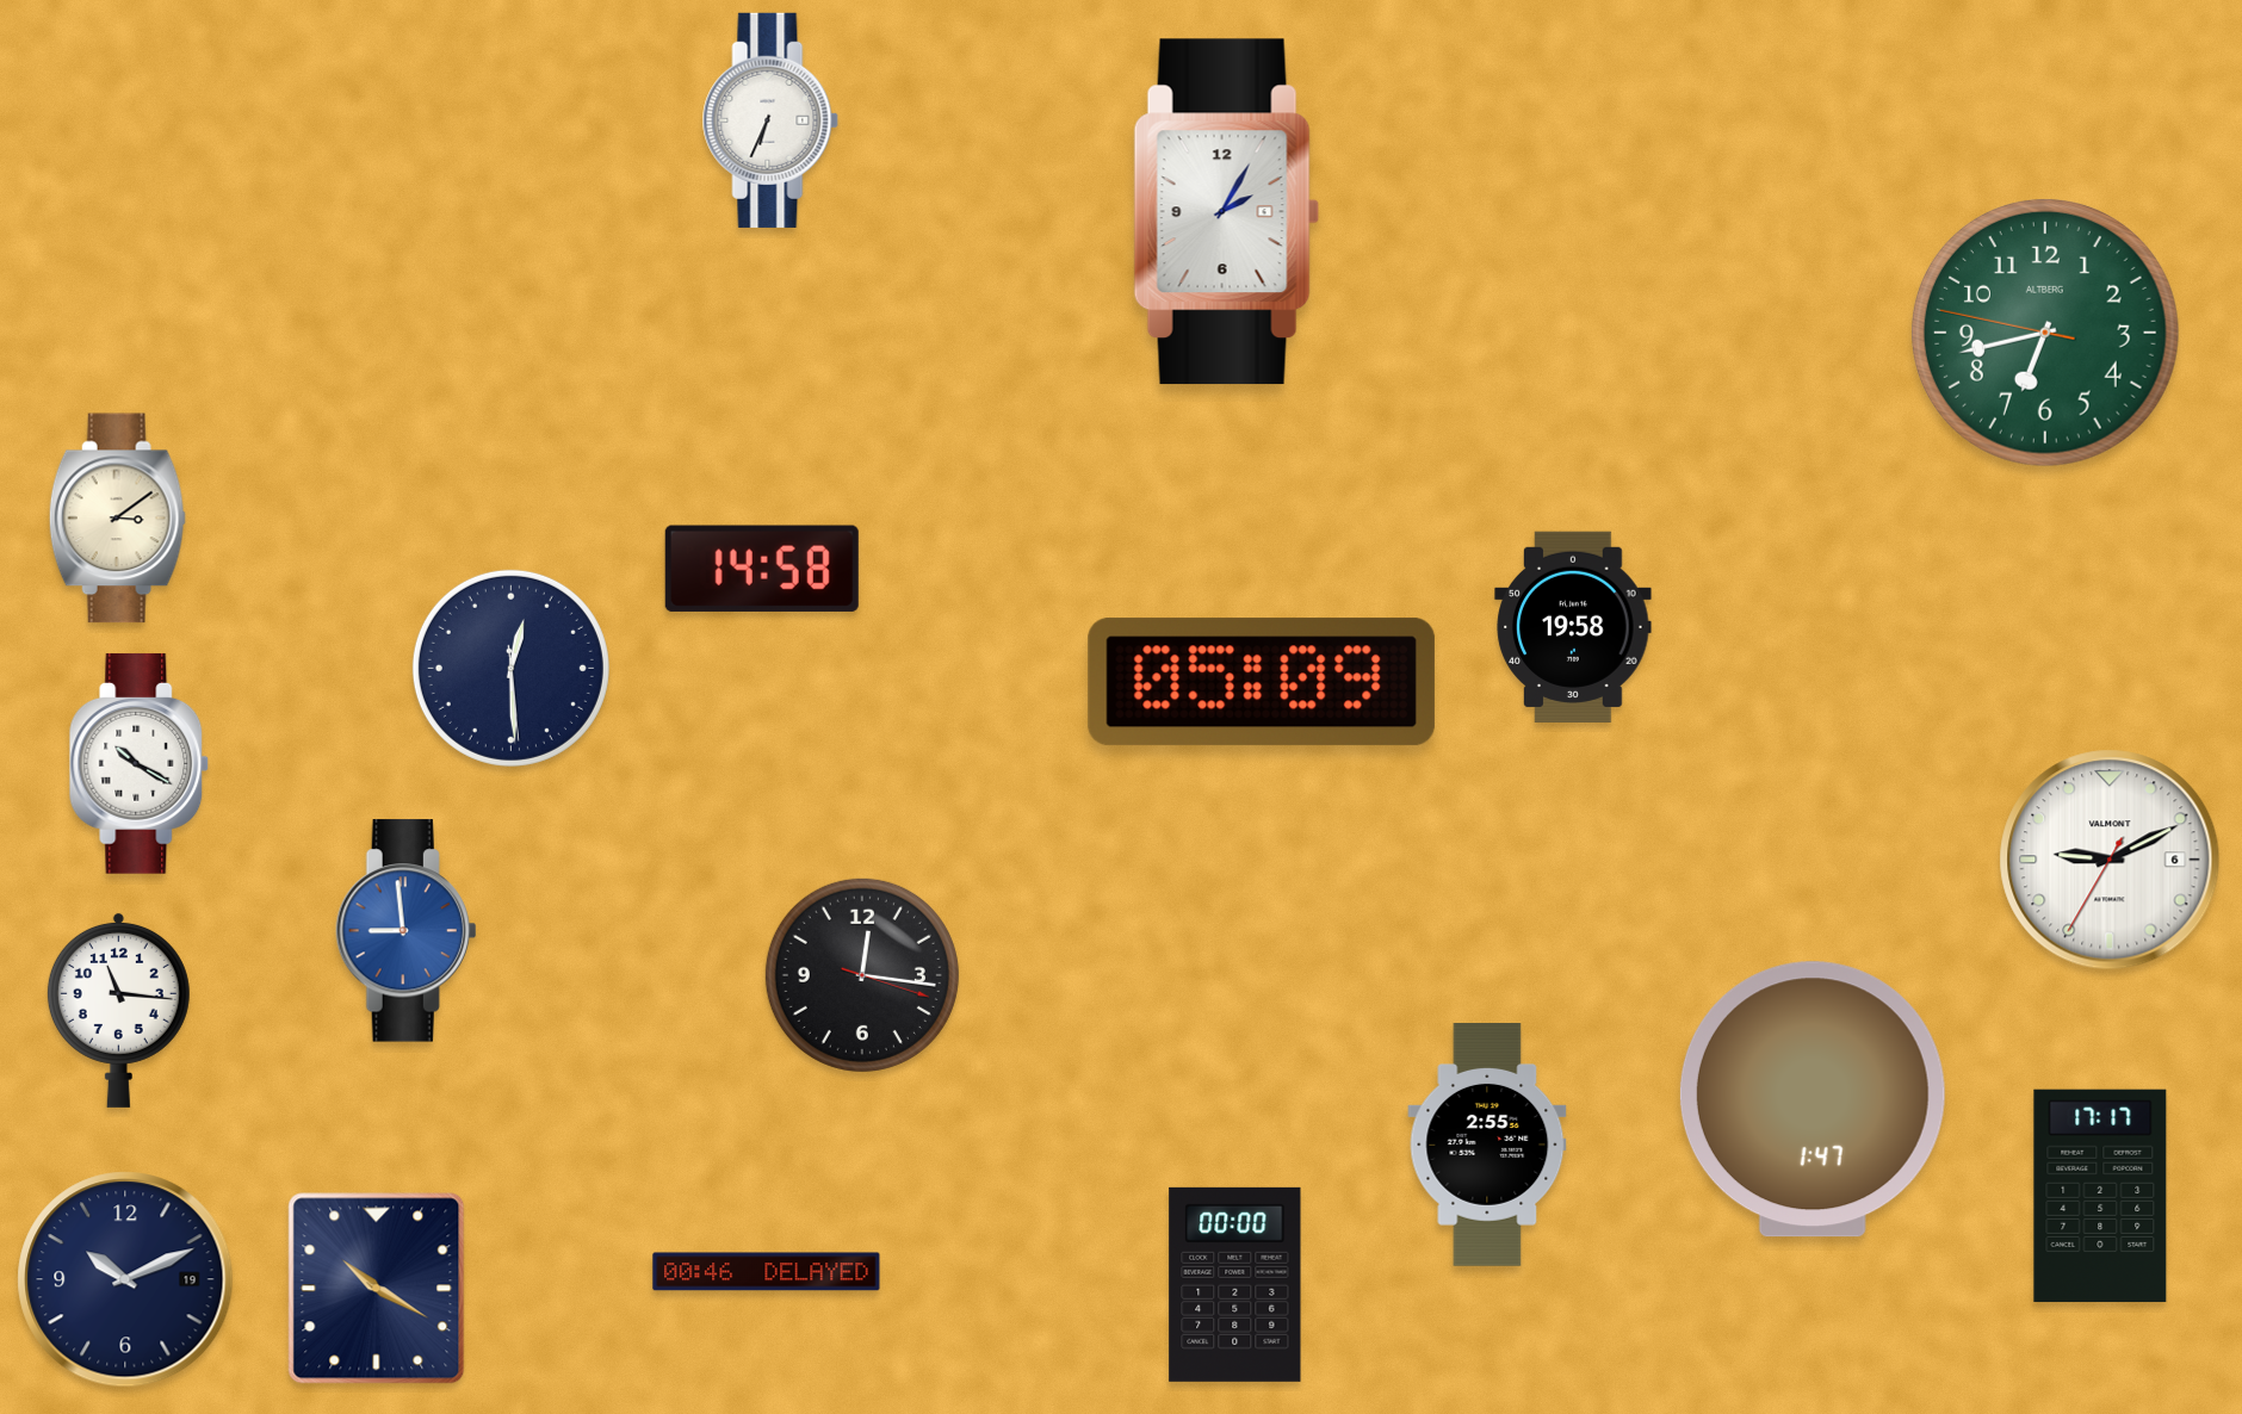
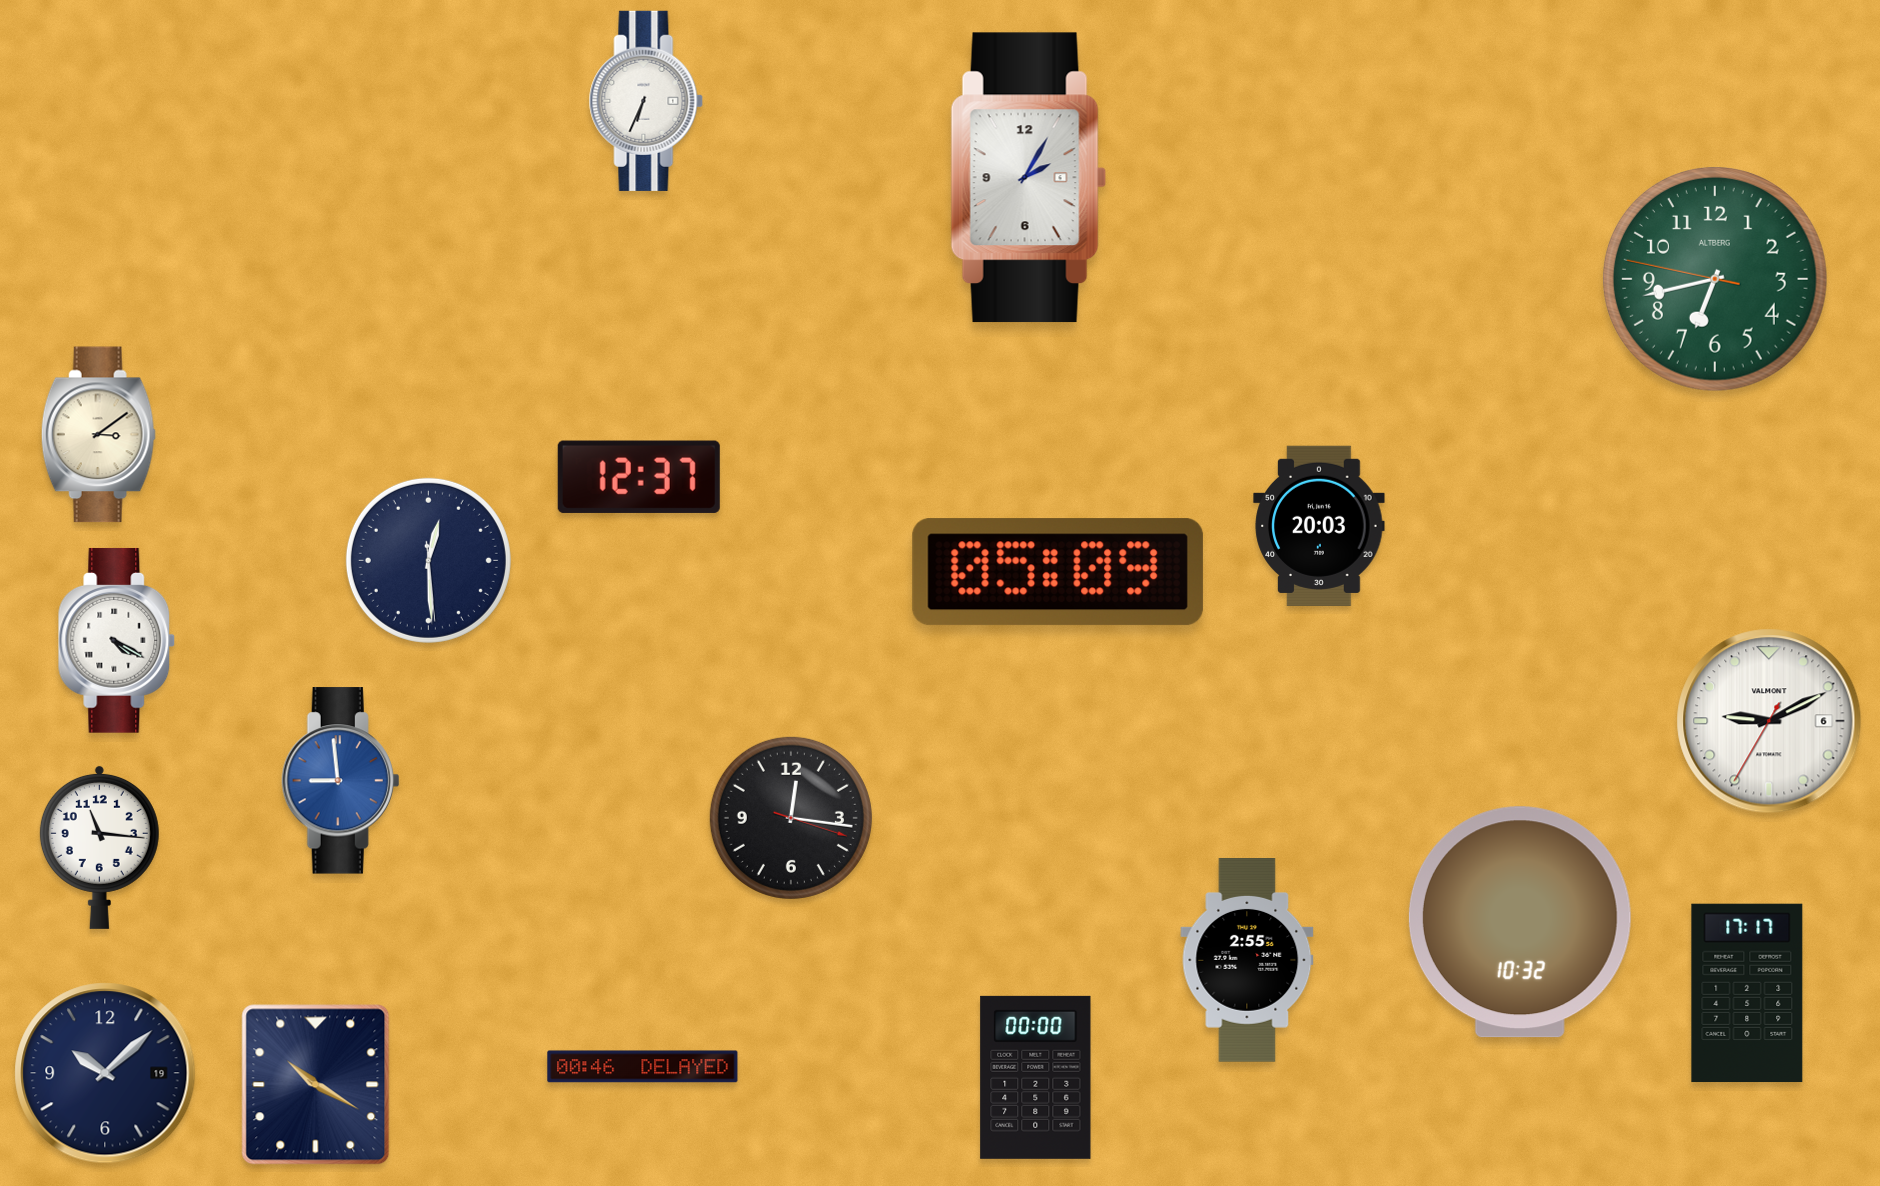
clock at (762, 569): 14:58 -> 12:37
clock at (1573, 627): 19:58 -> 20:03
clock at (140, 764): 10:20 -> 4:20
clock at (862, 975) position: (862, 975) -> (791, 818)
clock at (1813, 1099): 1:47 -> 10:32
clock at (2100, 1196) position: (2100, 1196) -> (1747, 993)
clock at (125, 1279): 10:11 -> 10:08
clock at (377, 1289) position: (377, 1289) -> (316, 1085)
